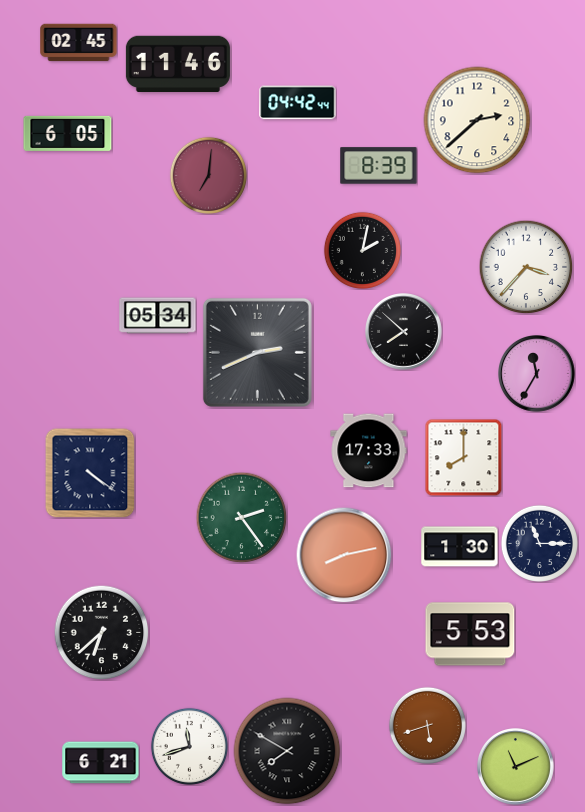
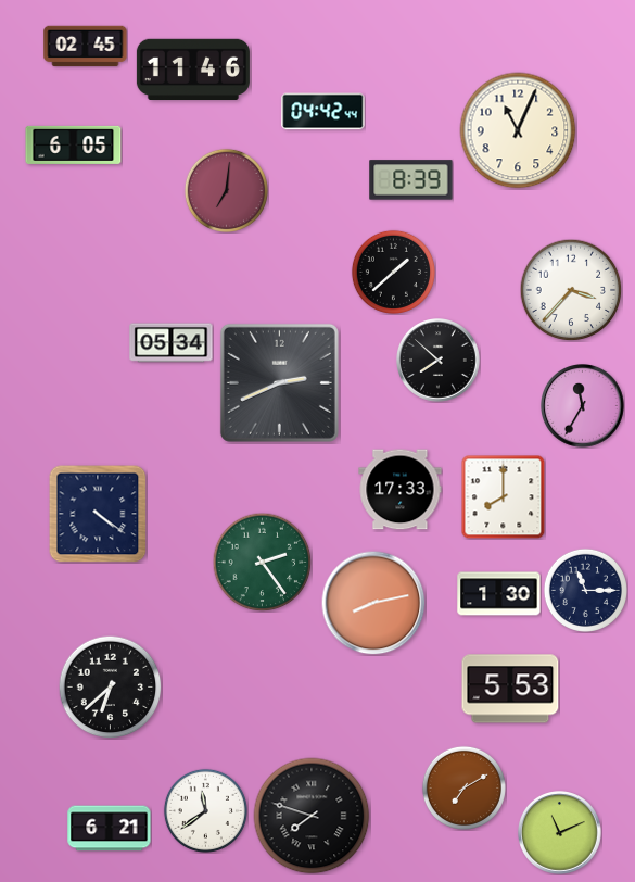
clock at (477, 120): 2:38 -> 11:04
clock at (362, 250): 2:02 -> 1:38
clock at (427, 725): 5:42 -> 7:10
clock at (189, 746): 11:42 -> 11:39
clock at (287, 751): 7:50 -> 7:48
